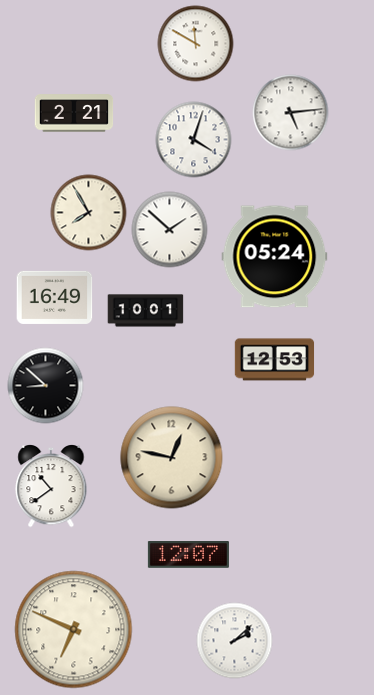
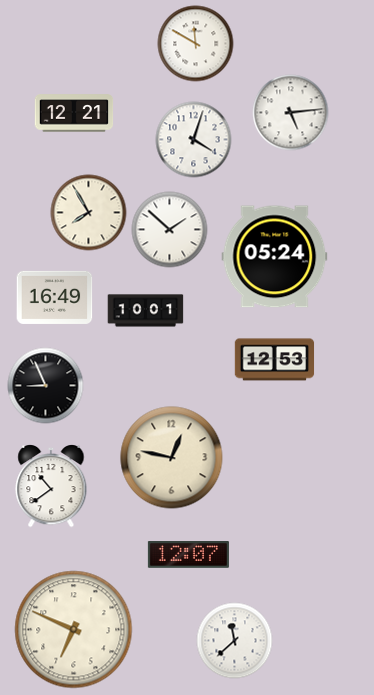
clock at (74, 113): 2:21 -> 12:21
clock at (46, 386): 8:52 -> 8:56
clock at (235, 641): 2:08 -> 11:38
